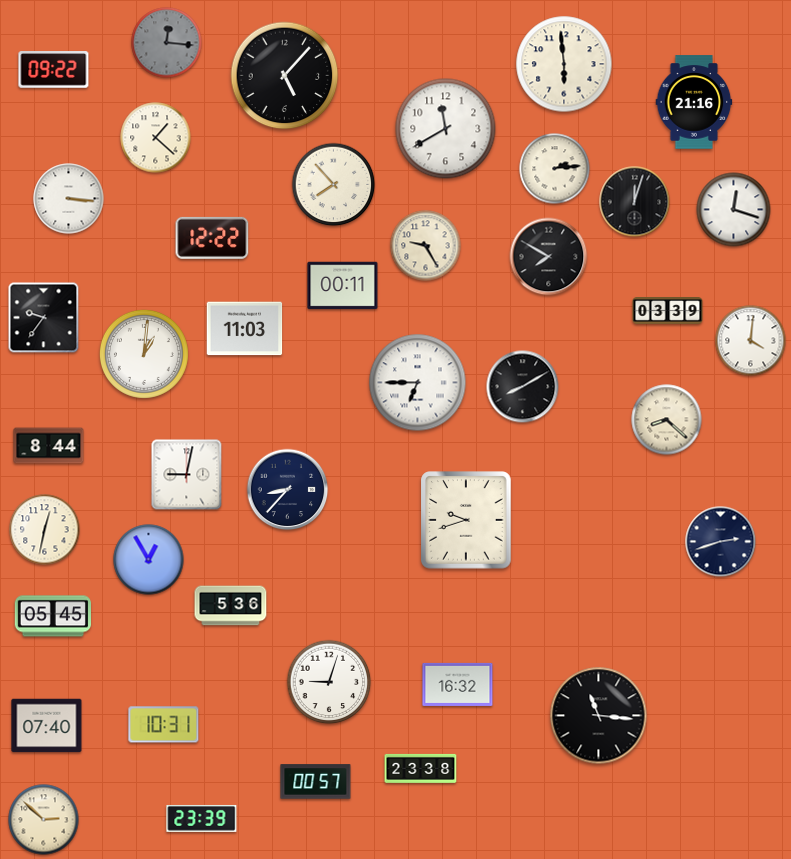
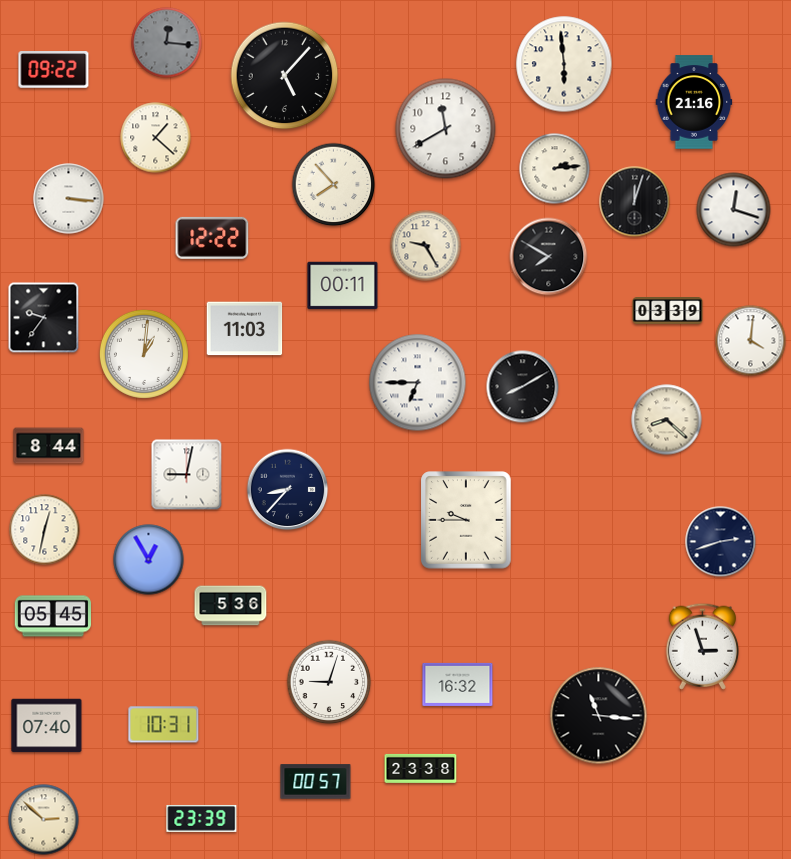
clock at (466, 520): 9:42 -> 9:45
clock at (702, 646): none -> 2:57
